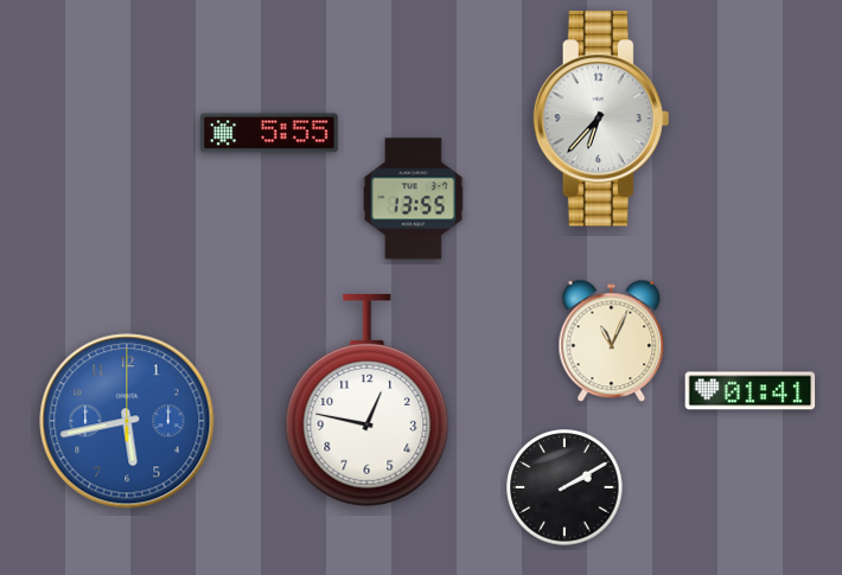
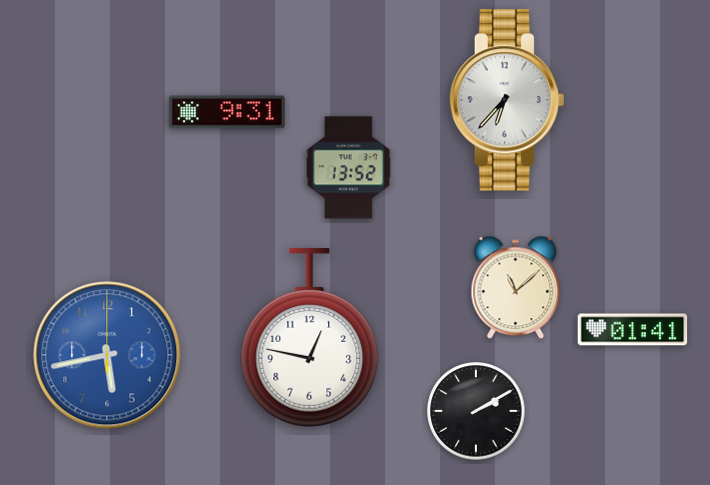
clock at (270, 133): 5:55 -> 9:31
clock at (414, 199): 13:55 -> 13:52
clock at (612, 341): 11:04 -> 11:08
